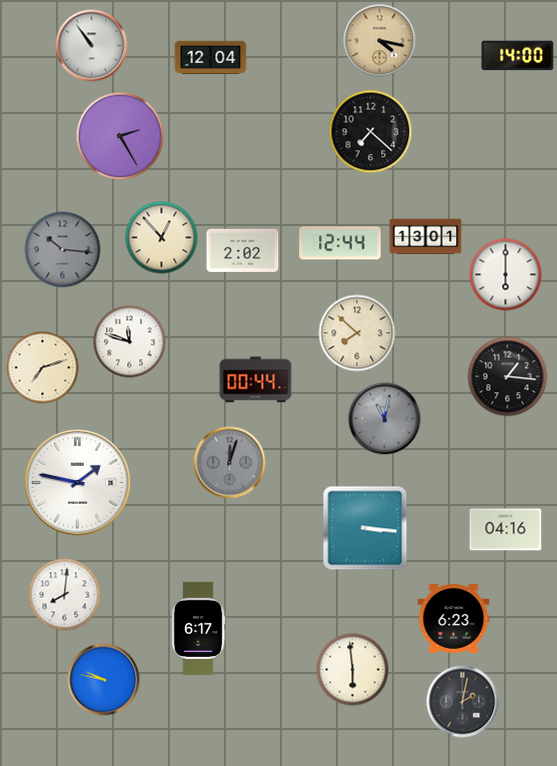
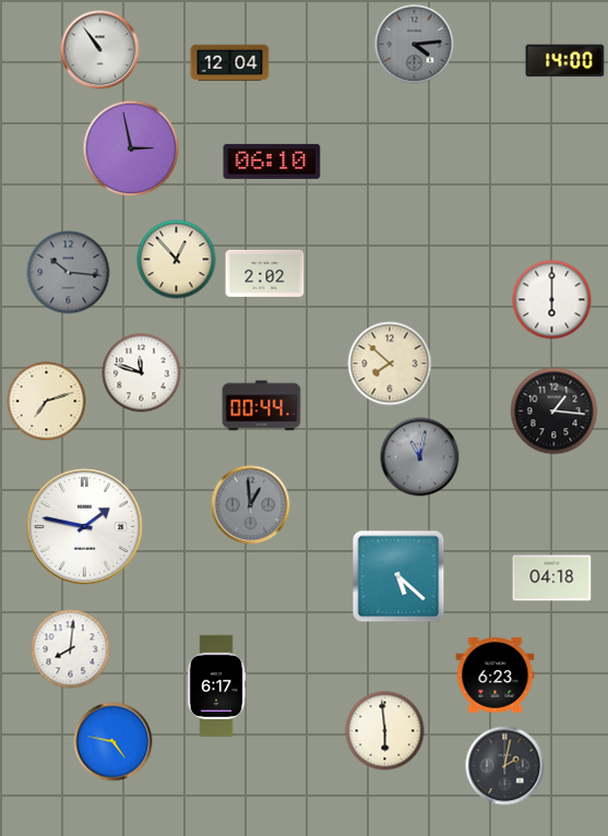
clock at (380, 41): 4:17 -> 4:14
clock at (380, 41) dial: champagne -> grey
clock at (371, 132): 7:22 -> none
clock at (120, 136): 2:25 -> 2:58
clock at (272, 162): none -> 06:10
clock at (426, 237): 13:01 -> none
clock at (340, 243): 12:44 -> none
clock at (256, 380) position: (256, 380) -> (262, 406)
clock at (230, 463): 12:03 -> 12:59
clock at (365, 528): 3:16 -> 5:22
clock at (506, 530): 04:16 -> 04:18
clock at (104, 680): 9:47 -> 4:47
